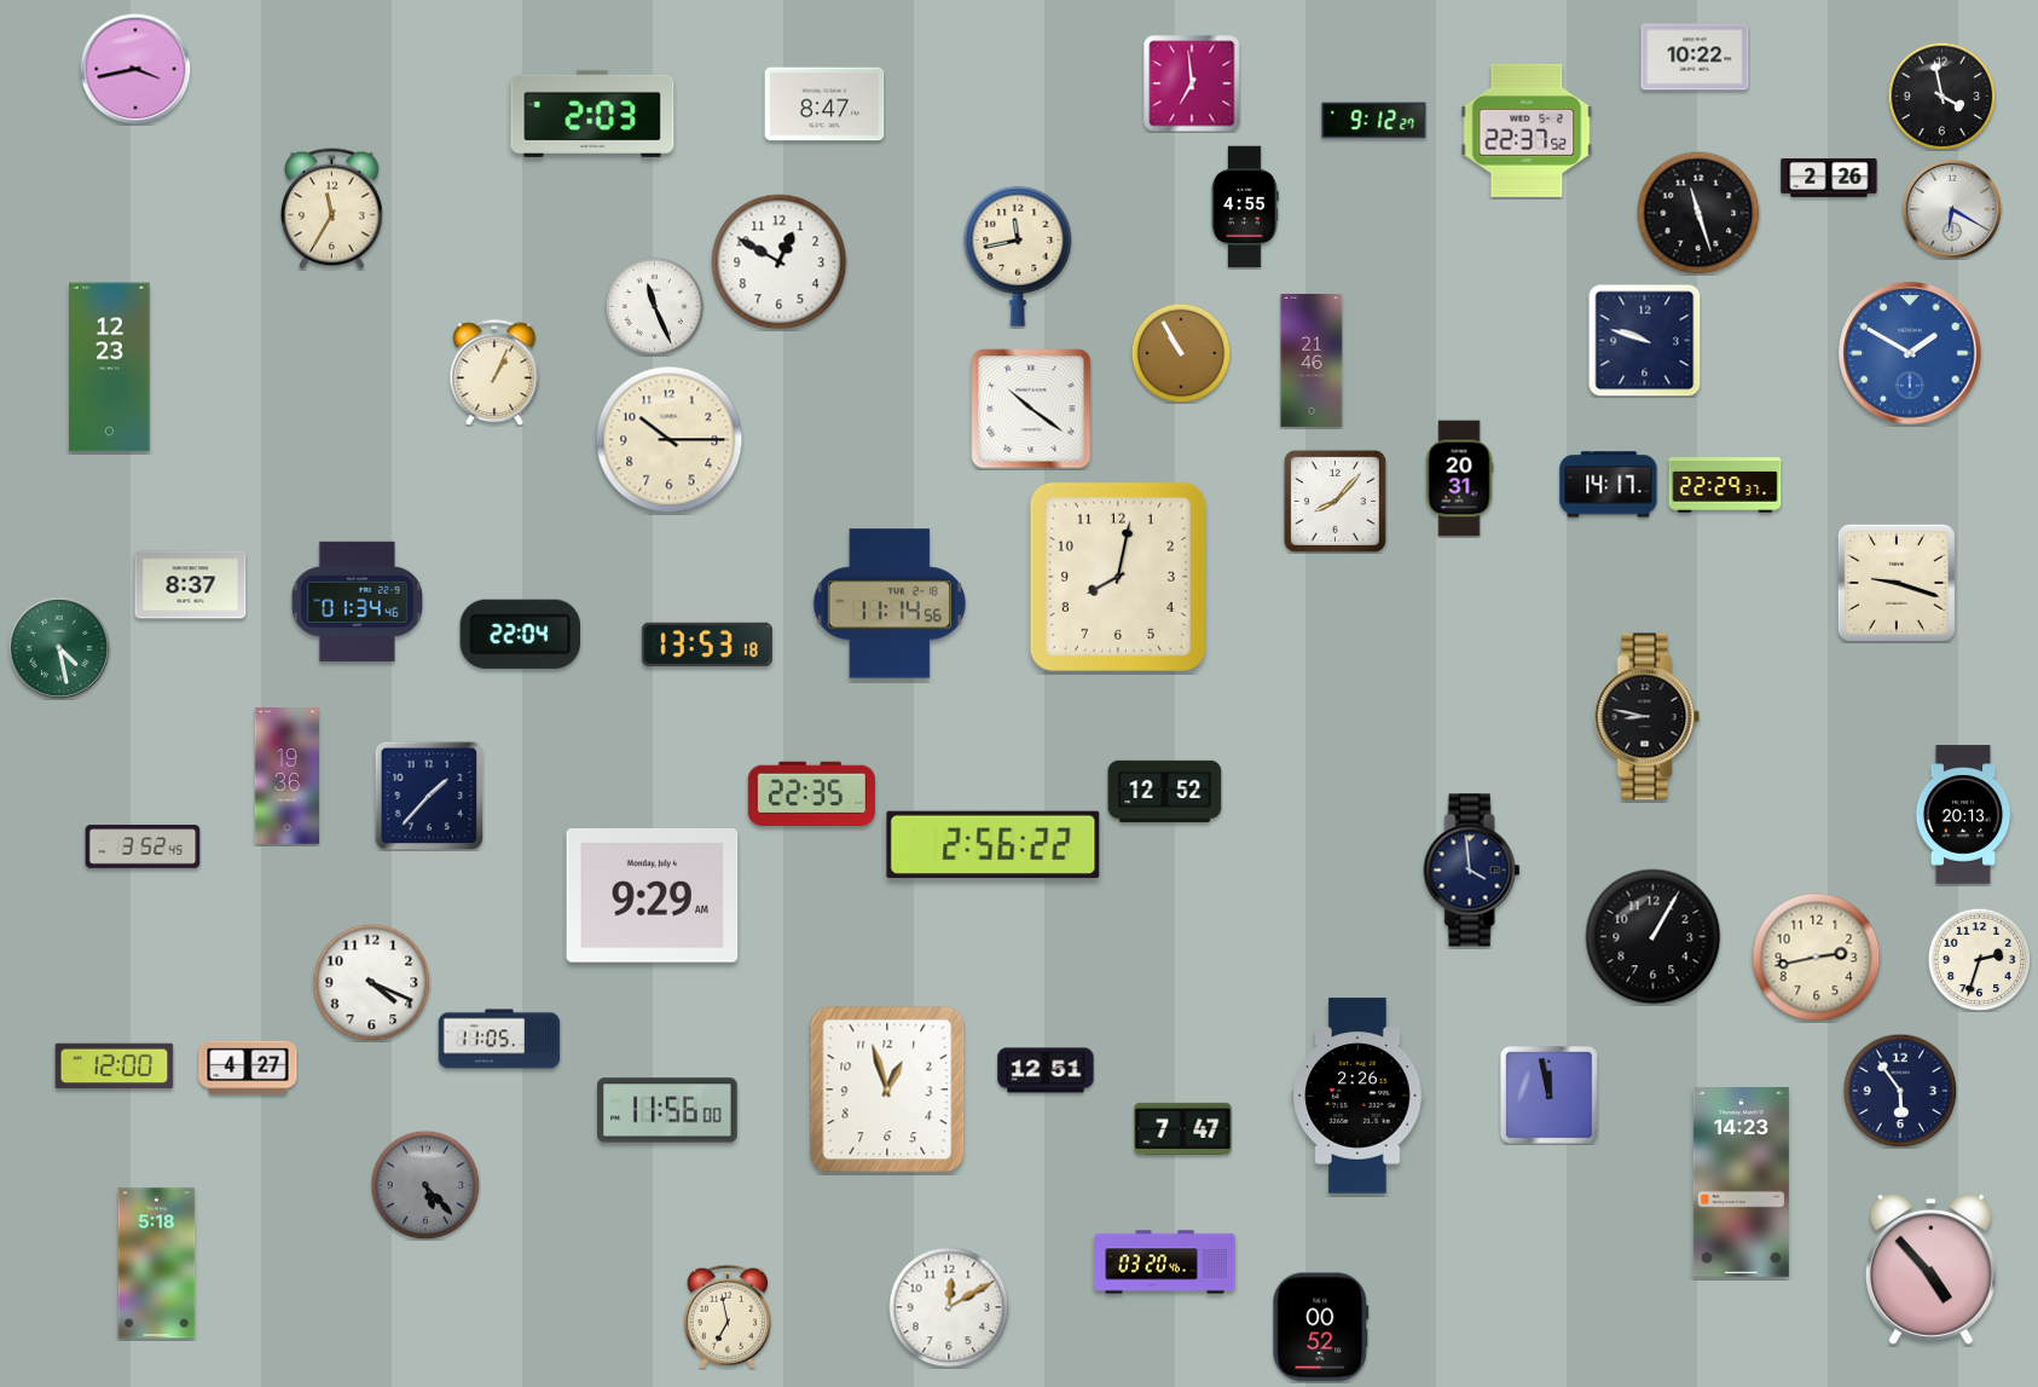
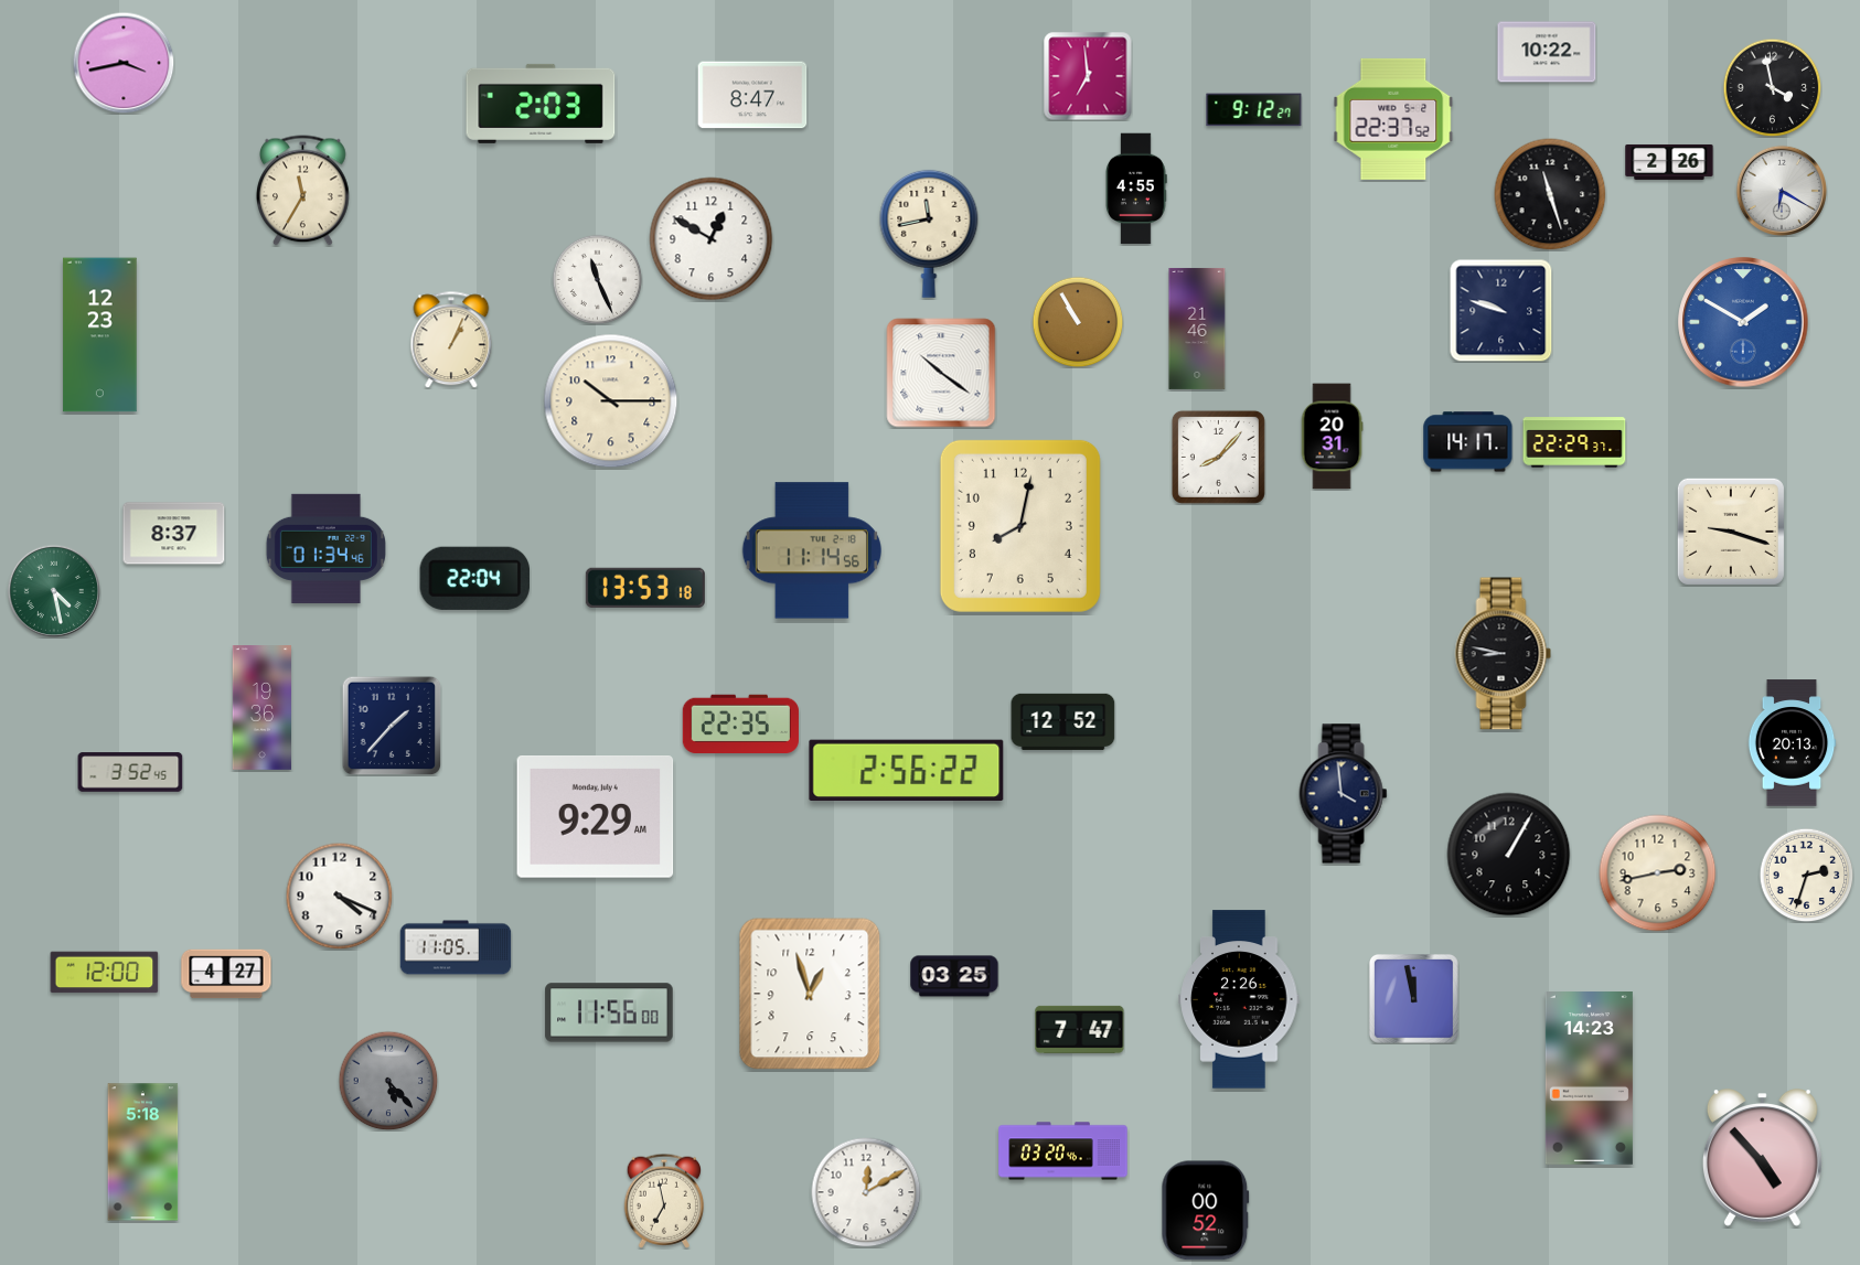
clock at (1046, 1070): 12:51 -> 03:25
clock at (1900, 1091): 5:54 -> none
